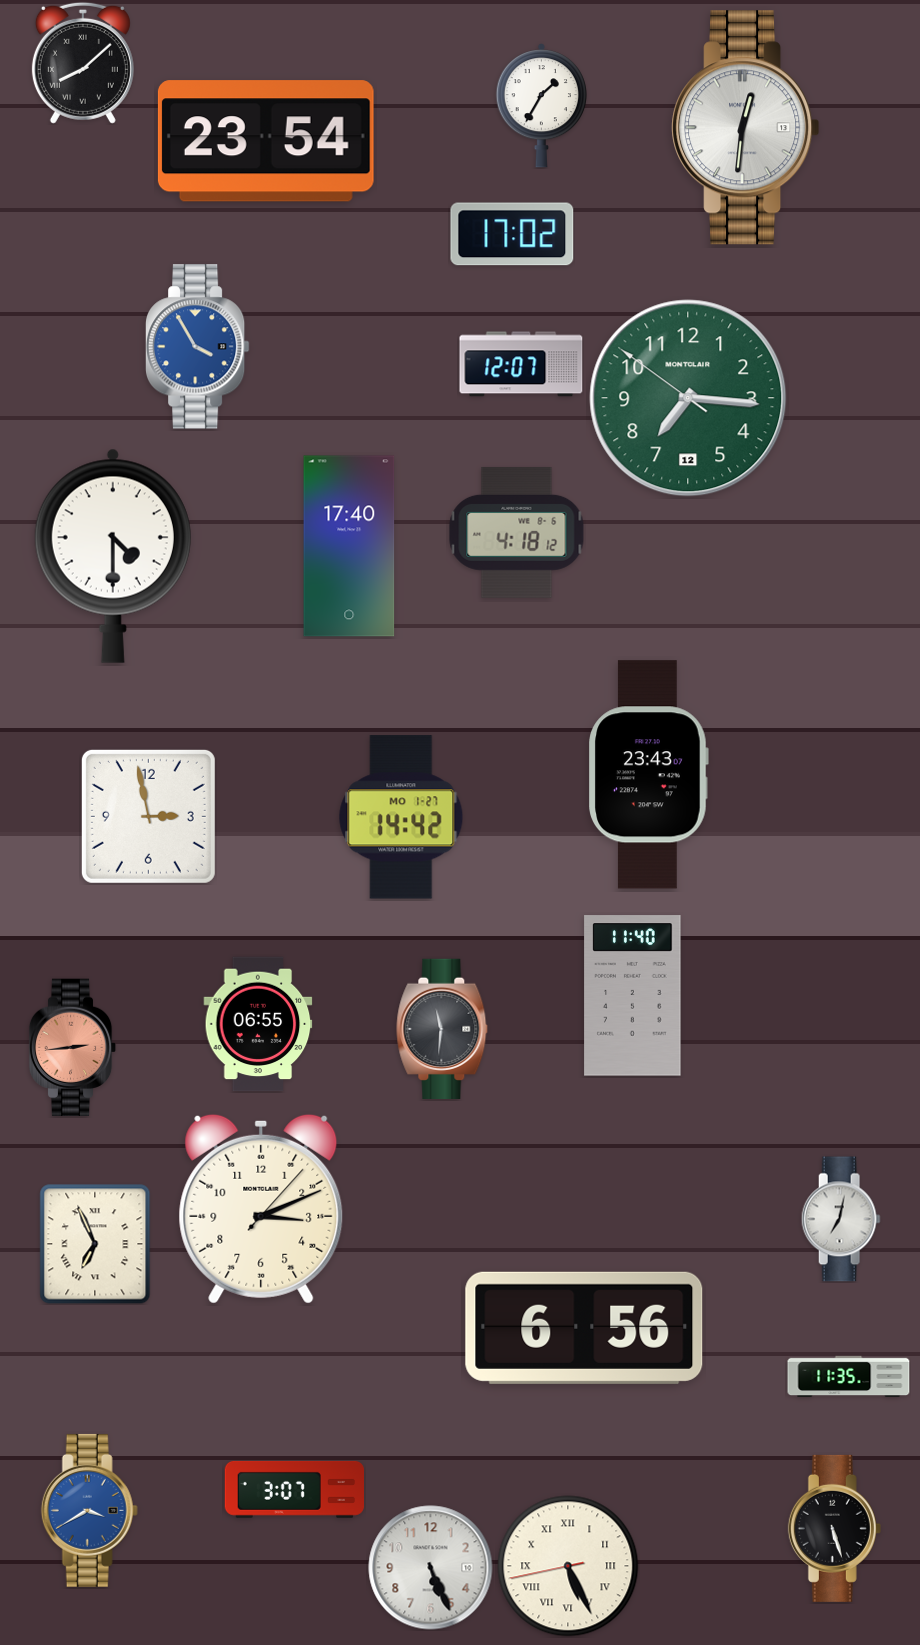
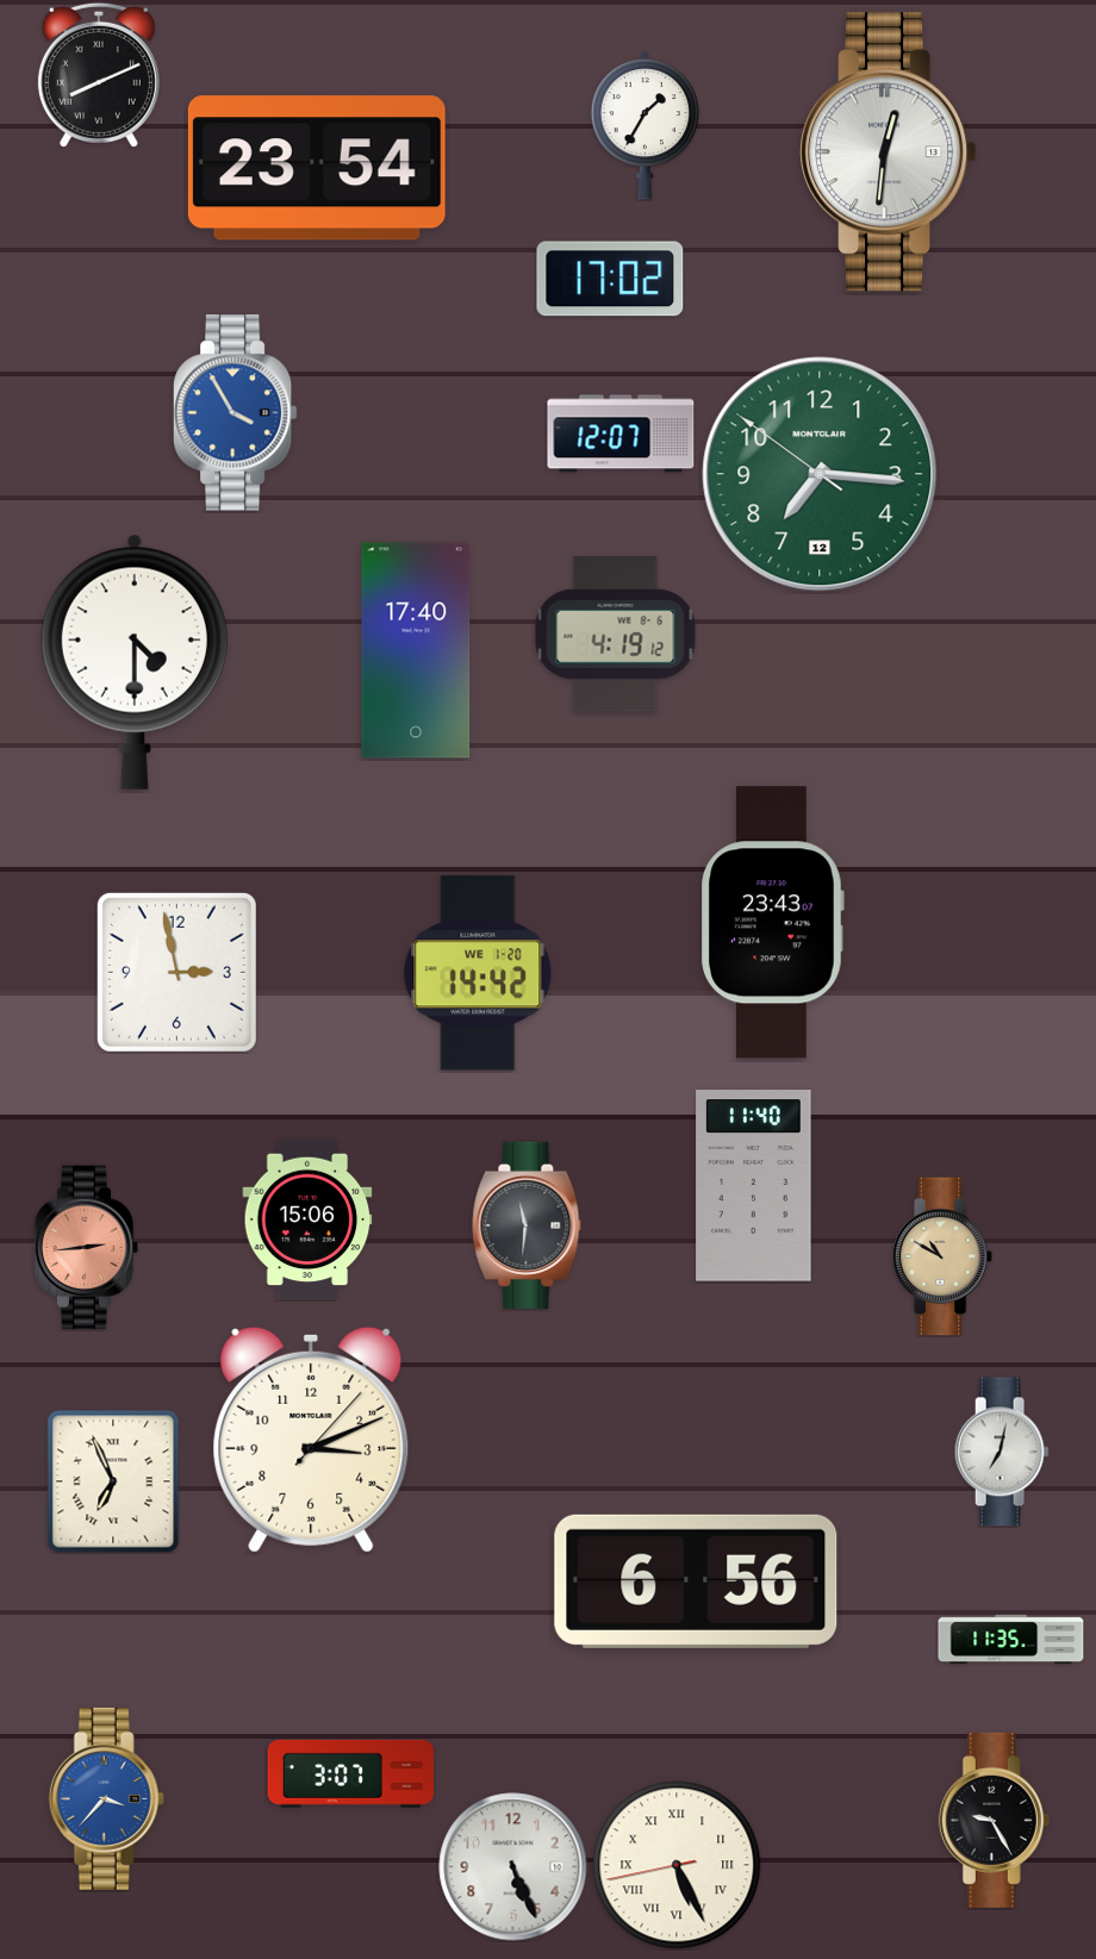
clock at (83, 63): 8:08 -> 8:11
clock at (517, 532): 4:18 -> 4:19
clock at (401, 817) date: MO 1-27 -> WE 1-20
clock at (258, 1024): 06:55 -> 15:06
clock at (942, 1256): none -> 10:50
clock at (89, 1510): 3:40 -> 3:37
clock at (834, 1528): 5:27 -> 9:25
